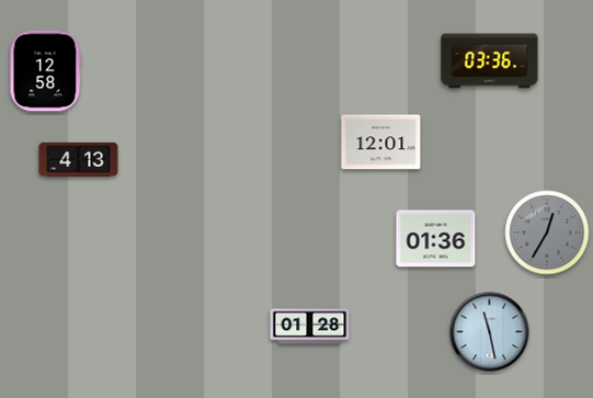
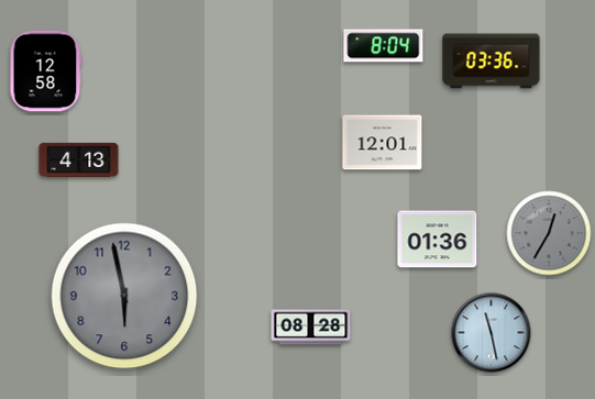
clock at (384, 46): none -> 8:04
clock at (124, 296): none -> 5:58
clock at (310, 327): 01:28 -> 08:28
